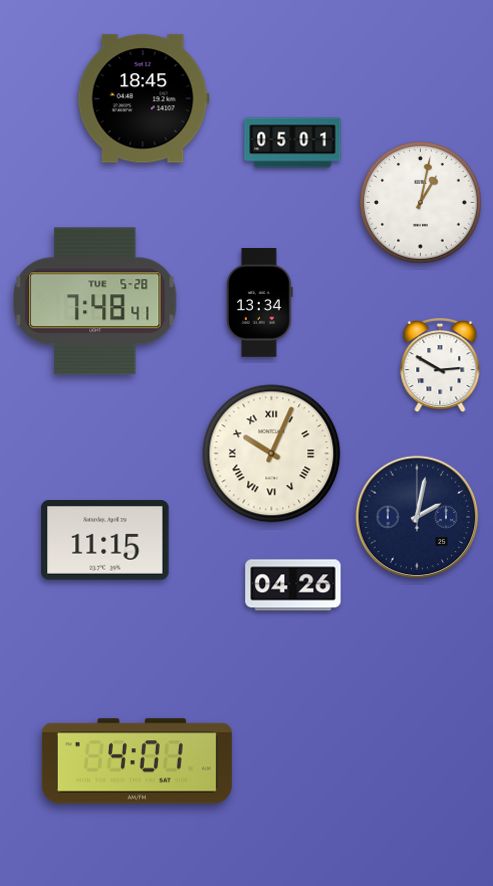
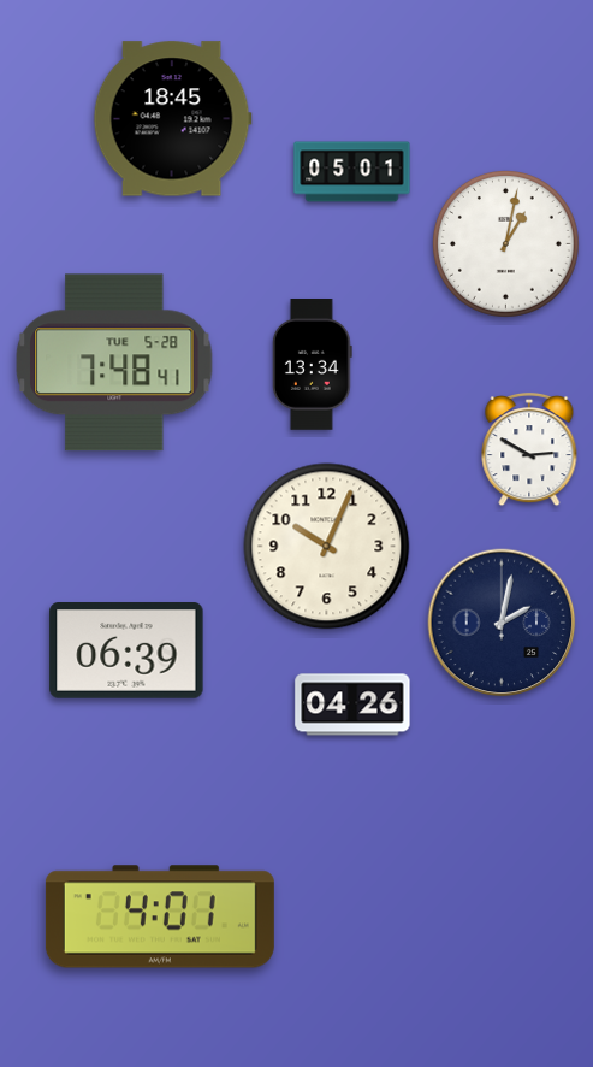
clock at (440, 365) position: (440, 365) -> (529, 449)
clock at (272, 454) numerals: Roman -> Arabic
clock at (105, 541): 11:15 -> 06:39
clock at (137, 761) position: (137, 761) -> (160, 916)
